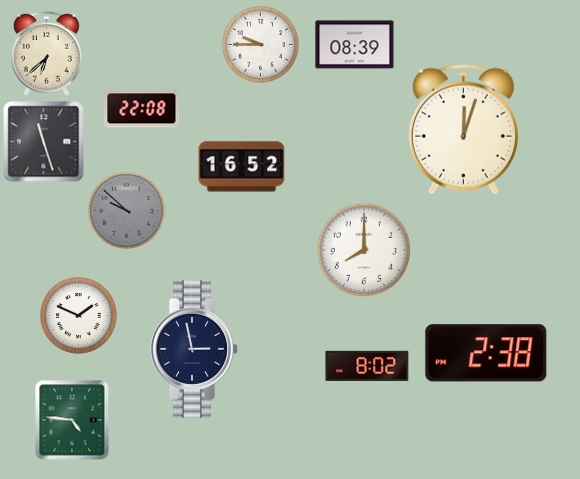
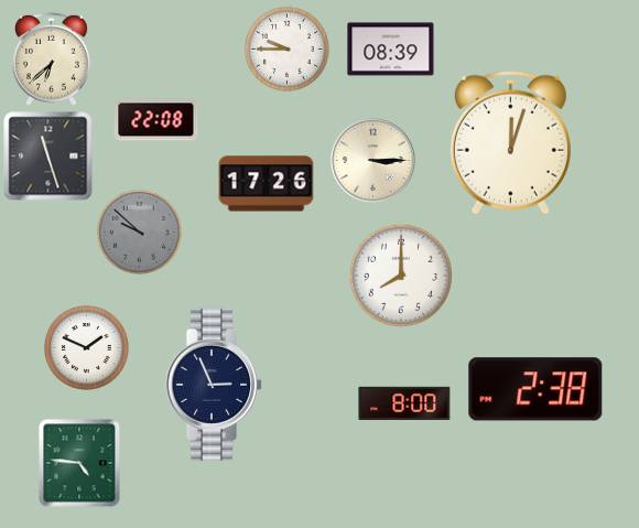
clock at (373, 161): none -> 3:15
clock at (242, 167): 16:52 -> 17:26
clock at (193, 349): 2:58 -> 2:56
clock at (367, 366): 8:02 -> 8:00
